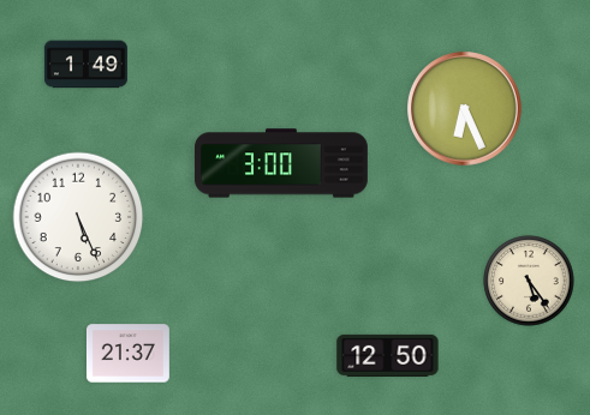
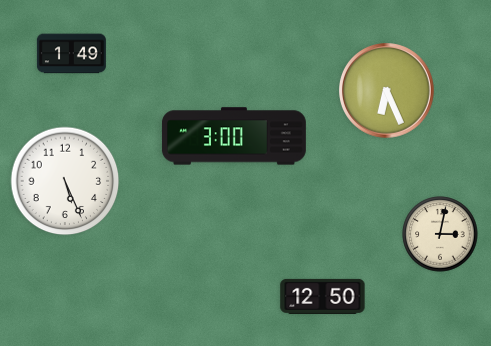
clock at (529, 281): 5:24 -> 3:02
clock at (127, 354): 21:37 -> none
